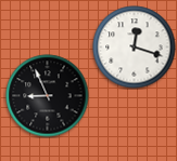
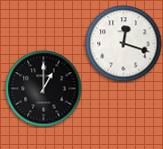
clock at (48, 96): 8:56 -> 1:00
